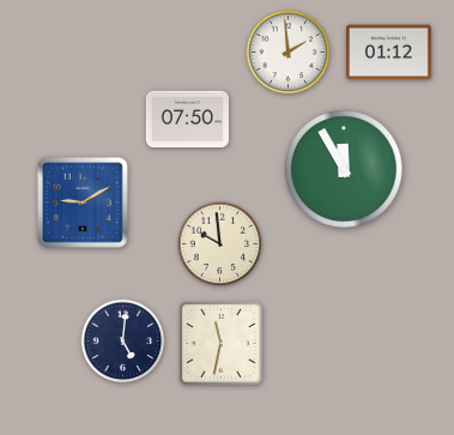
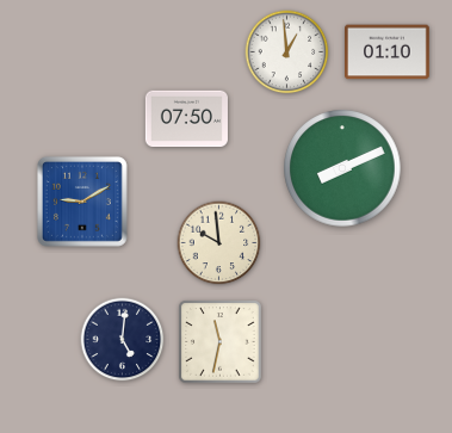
clock at (289, 53): 1:59 -> 12:59
clock at (389, 53): 01:12 -> 01:10
clock at (344, 169): 11:55 -> 8:11
